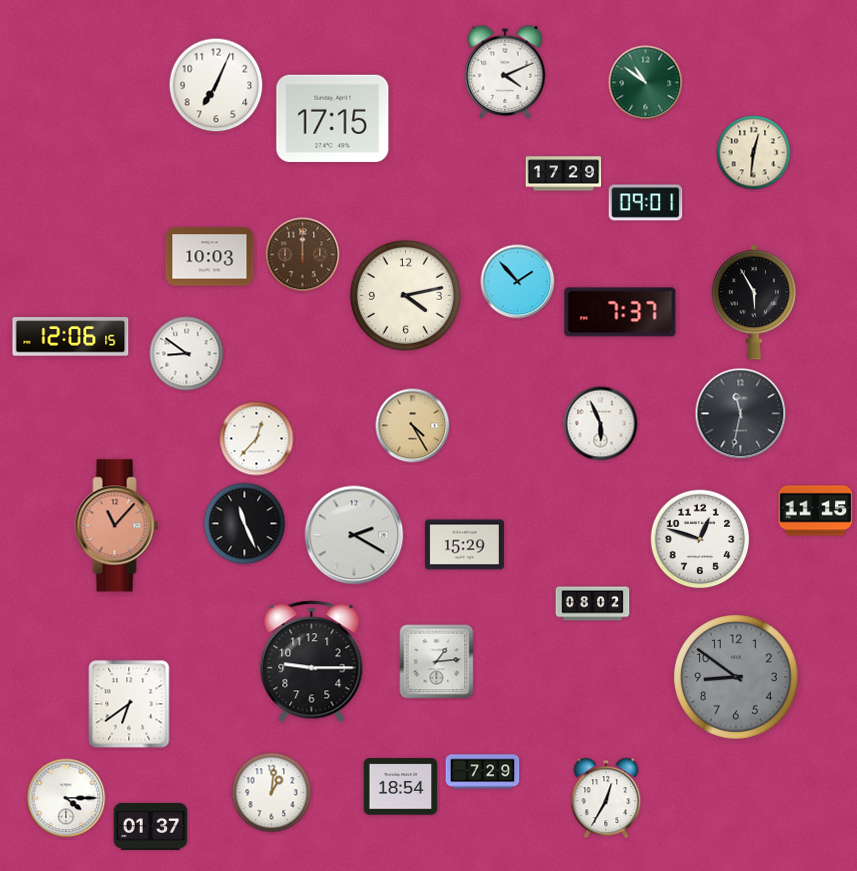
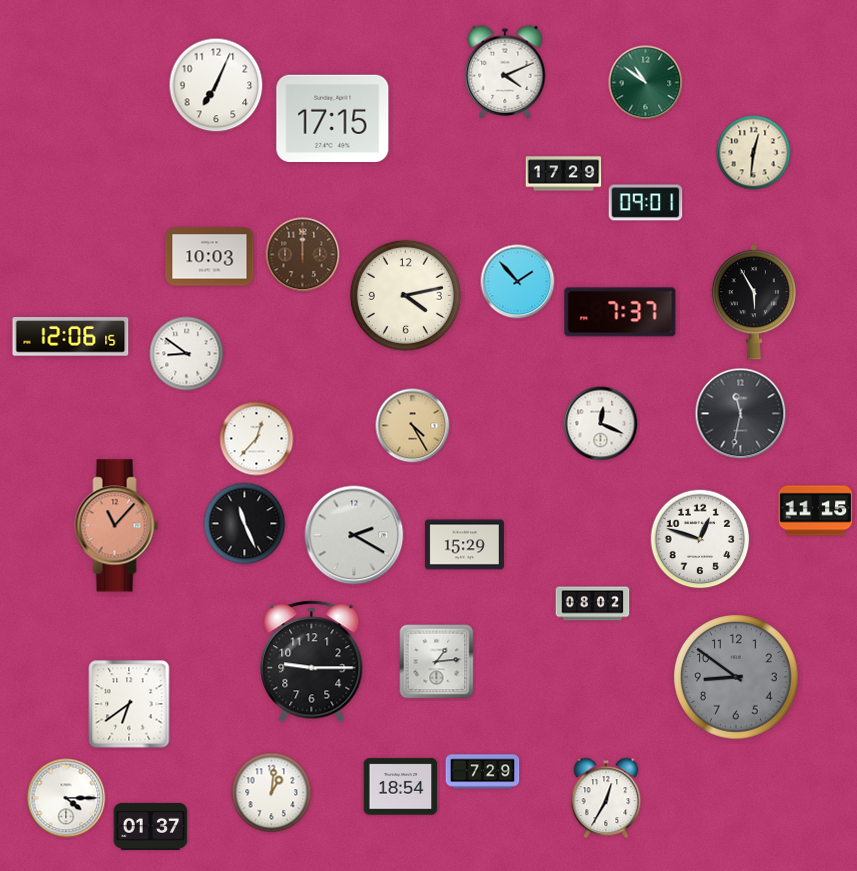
clock at (601, 424): 5:56 -> 12:19
